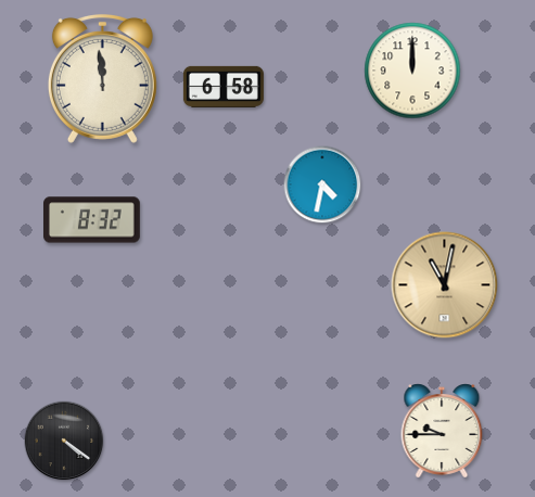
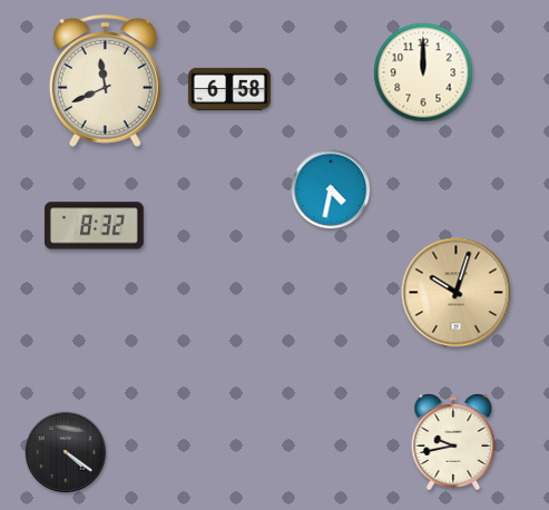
clock at (102, 78): 11:59 -> 11:41
clock at (445, 285): 11:02 -> 10:03
clock at (442, 431): 9:45 -> 9:43
